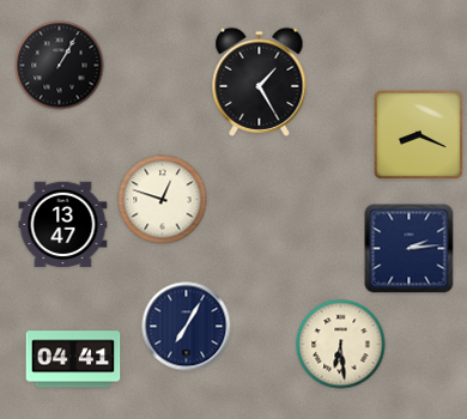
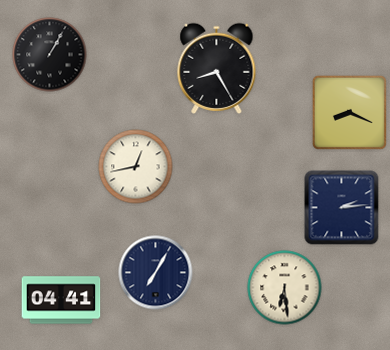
clock at (260, 81): 1:25 -> 8:25
clock at (163, 200): 12:48 -> 12:43
clock at (63, 225): 13:47 -> none
